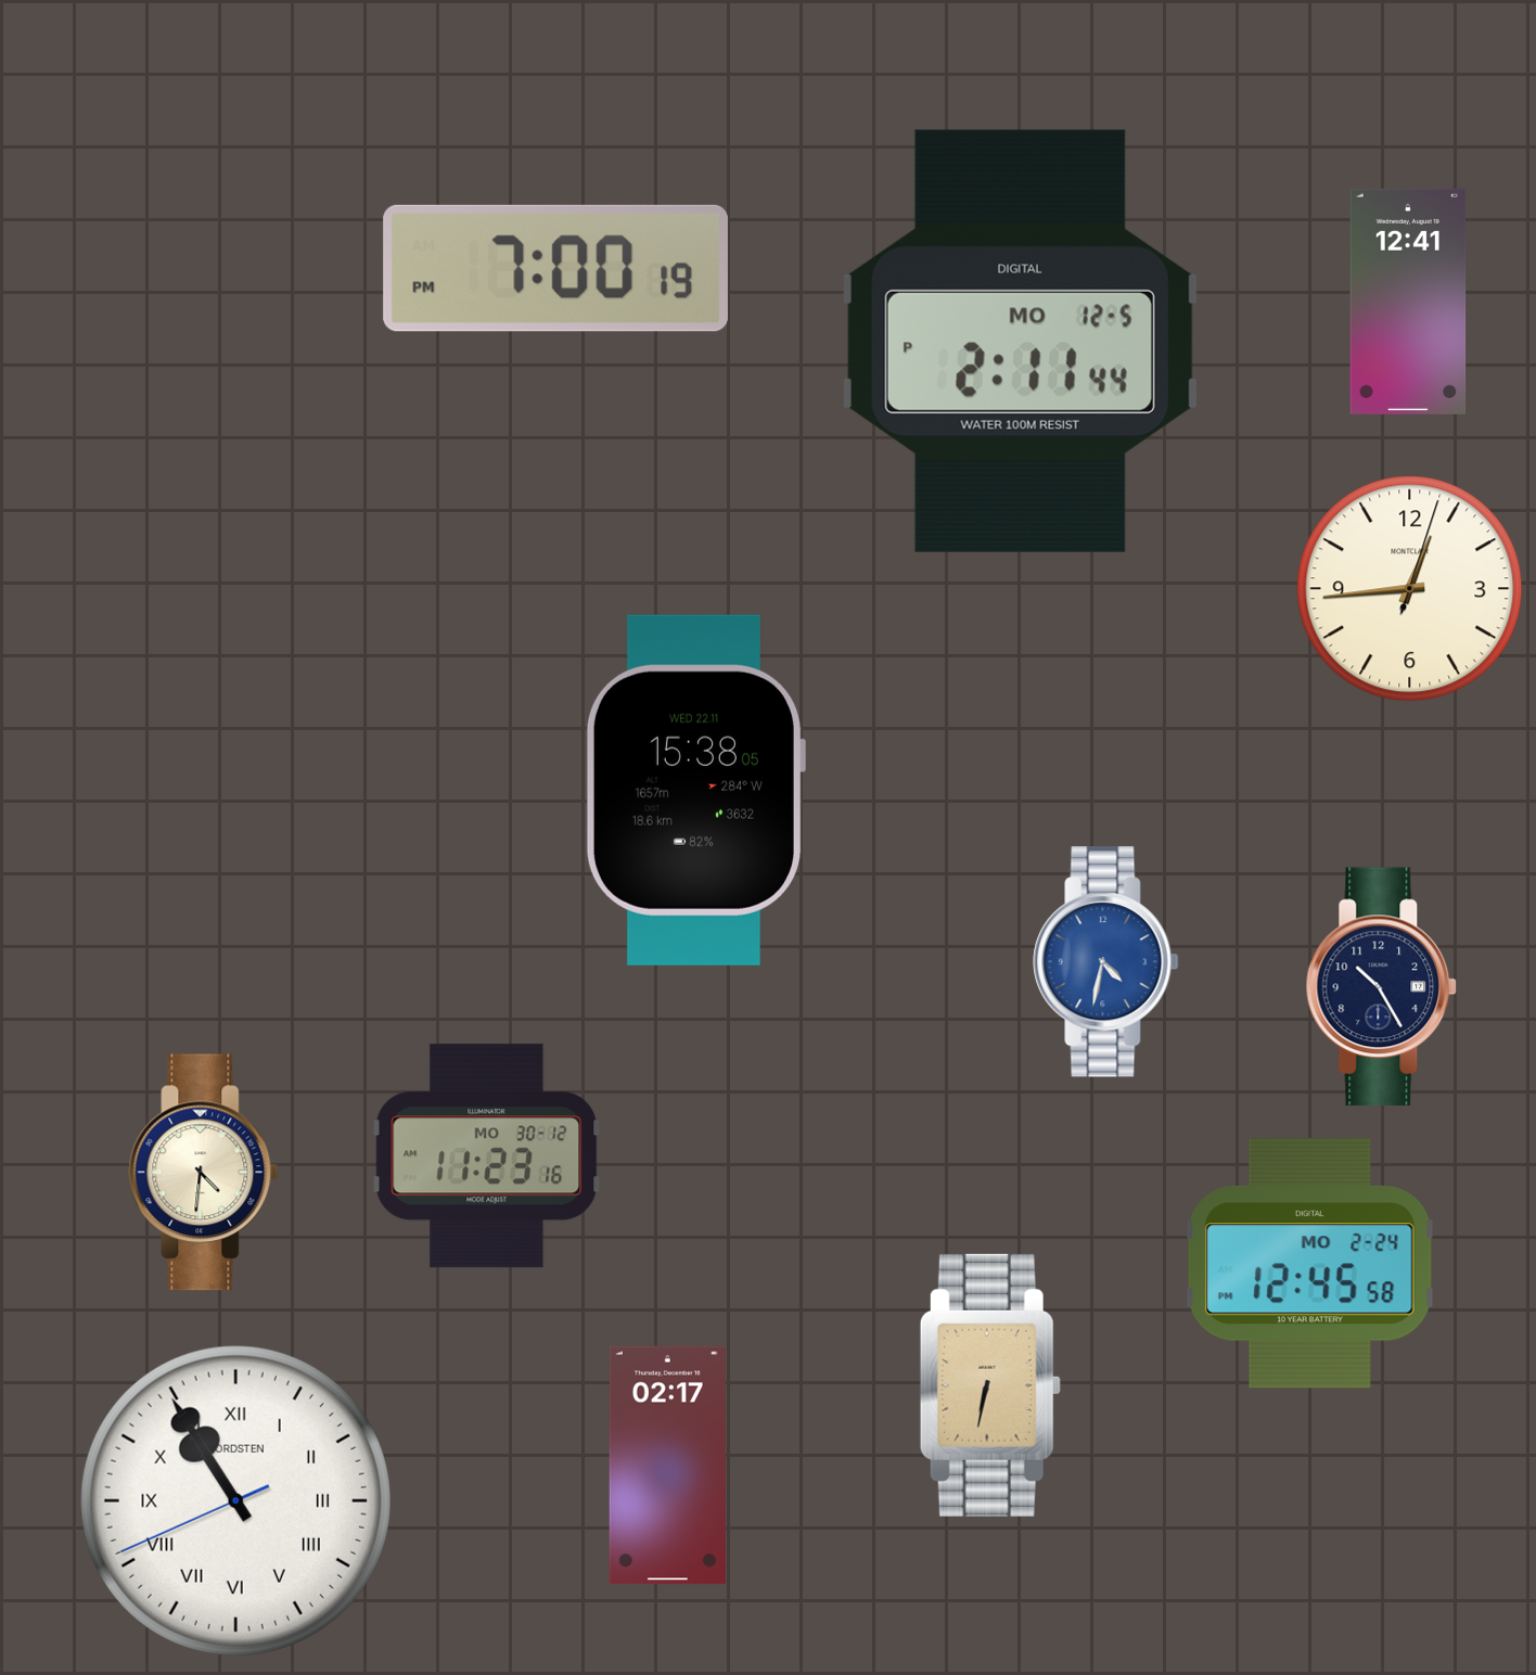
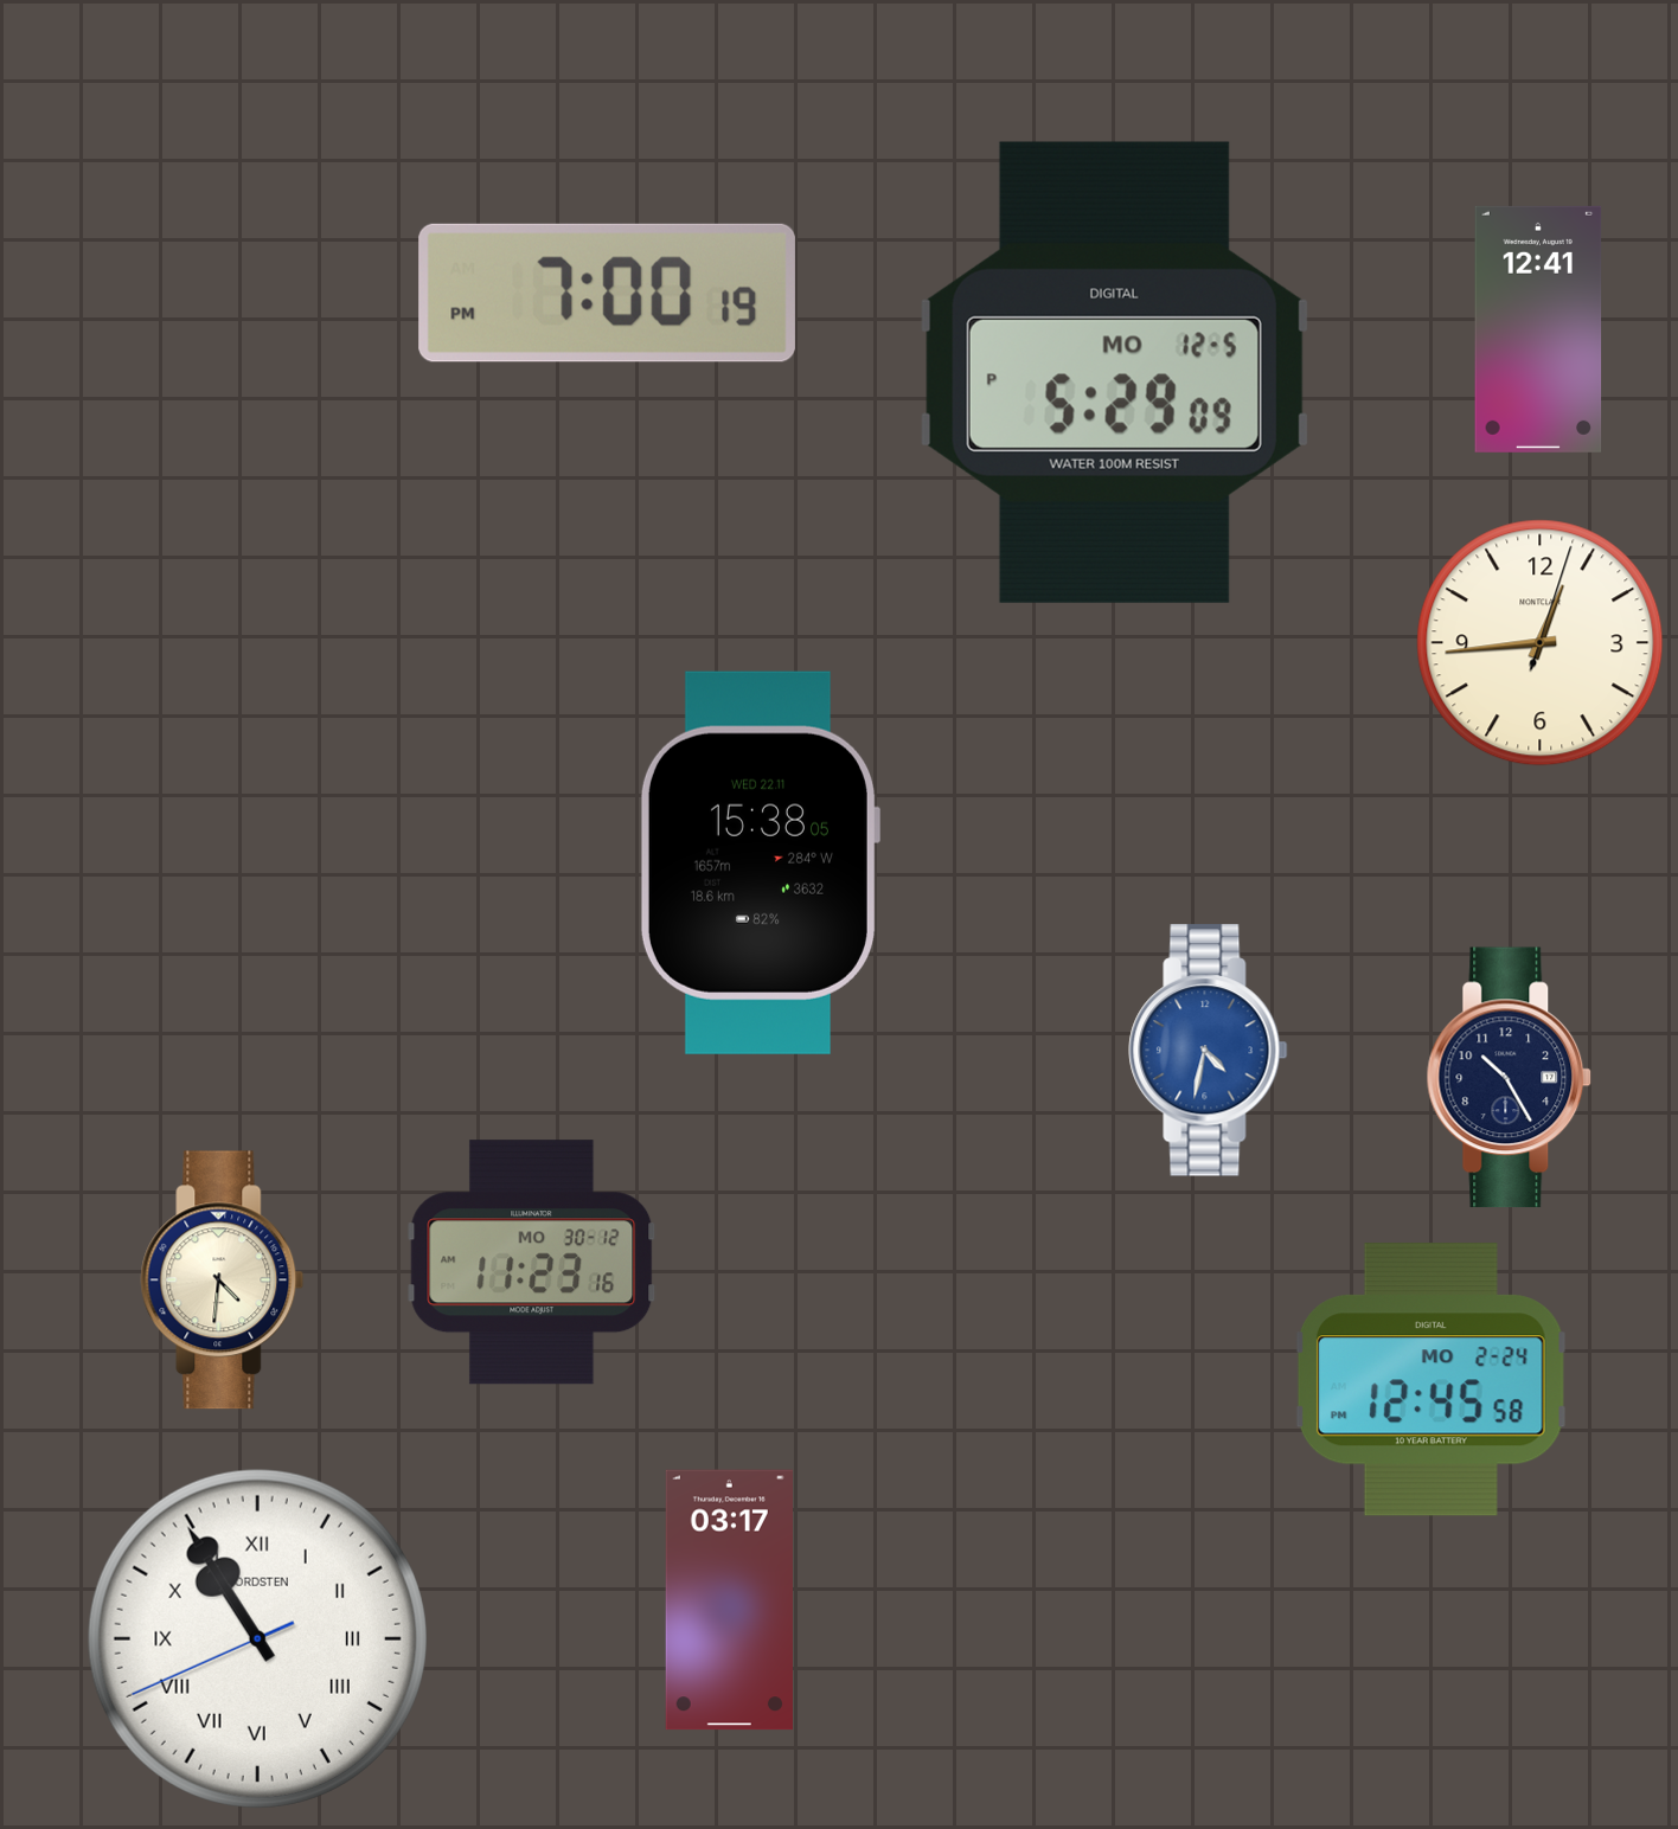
clock at (1020, 341): 2:11 -> 5:29
clock at (990, 1385): 6:32 -> none
clock at (667, 1466): 02:17 -> 03:17
